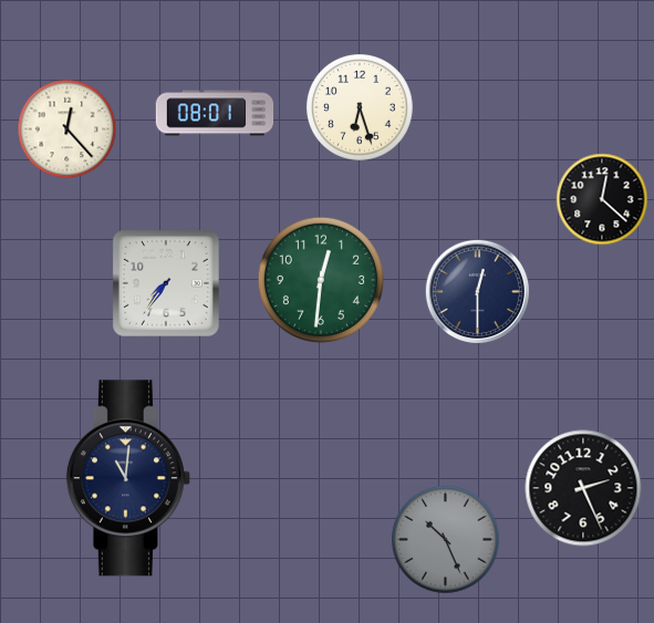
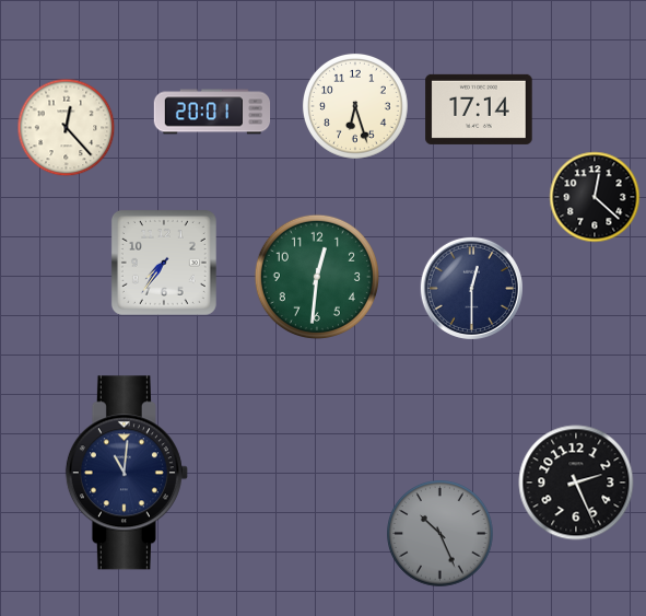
clock at (479, 109): none -> 17:14
clock at (215, 113): 08:01 -> 20:01
clock at (166, 283) position: (166, 283) -> (164, 263)
